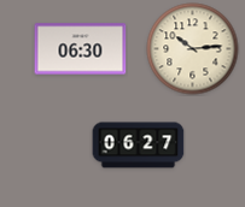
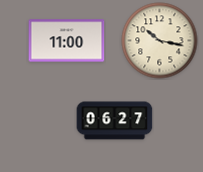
clock at (81, 49): 06:30 -> 11:00
clock at (193, 49): 10:14 -> 10:17
